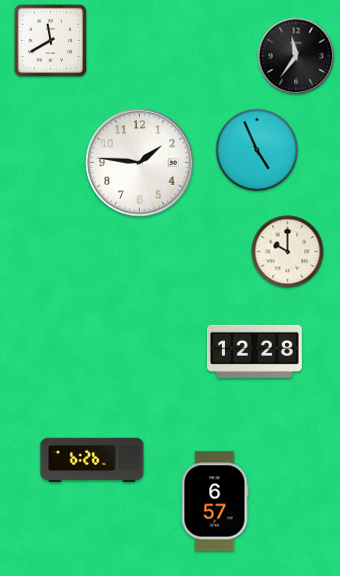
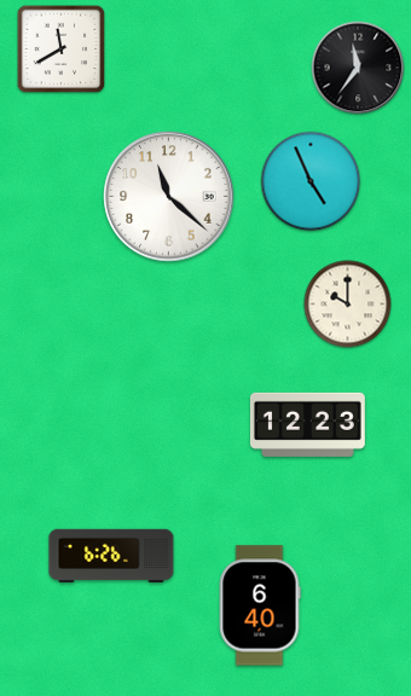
clock at (140, 163): 1:46 -> 11:22
clock at (254, 351): 12:28 -> 12:23
clock at (215, 501): 6:57 -> 6:40
